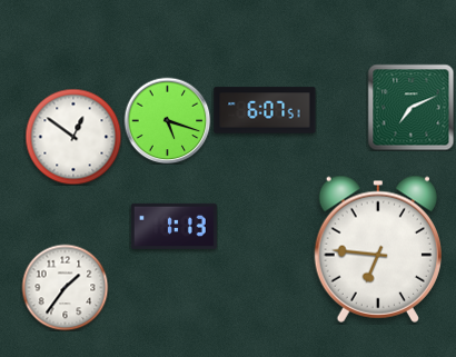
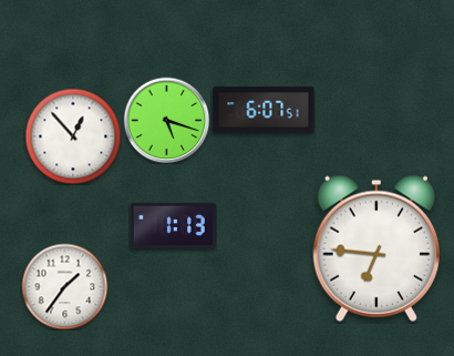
clock at (410, 107): 7:11 -> none
clock at (73, 137): 12:51 -> 12:53
